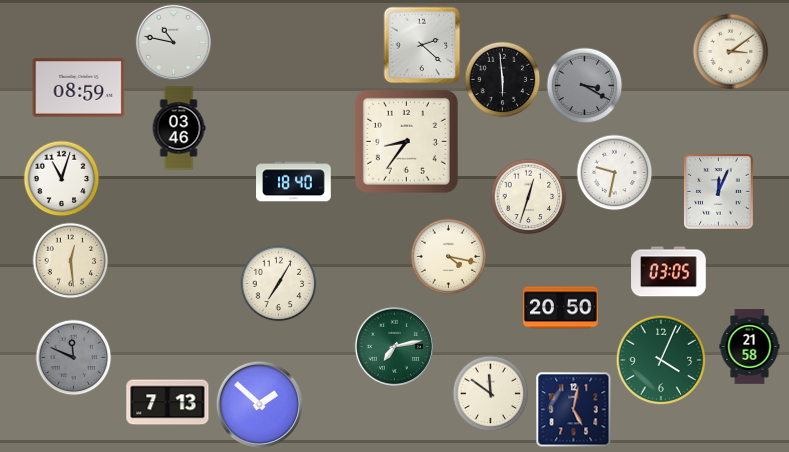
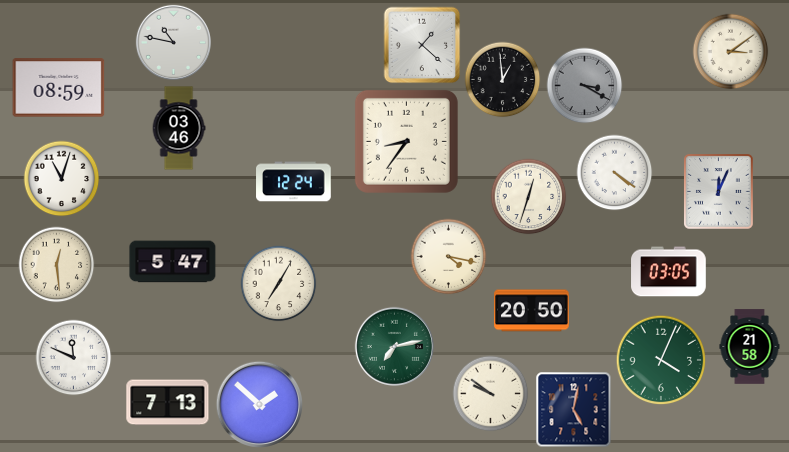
clock at (422, 45): 2:22 -> 1:22
clock at (503, 80): 5:59 -> 12:59
clock at (79, 88) position: (79, 88) -> (59, 88)
clock at (615, 173): 9:32 -> 4:21
clock at (294, 182): 18:40 -> 12:24
clock at (71, 261) position: (71, 261) -> (57, 265)
clock at (173, 262): none -> 5:47
clock at (561, 308) position: (561, 308) -> (532, 311)
clock at (74, 358) dial: grey -> white
clock at (491, 394): 11:51 -> 9:51
